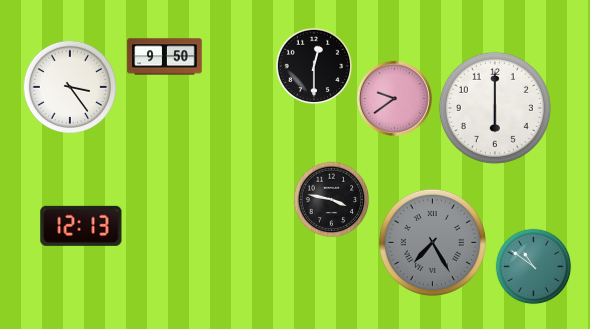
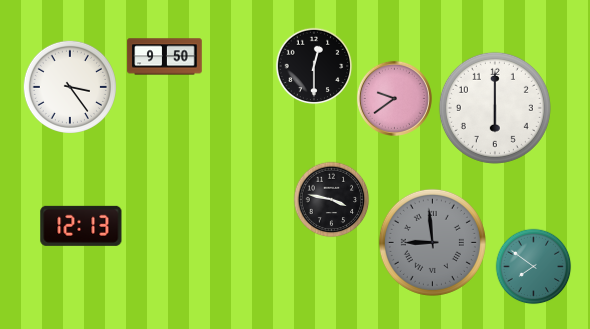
clock at (432, 242): 7:25 -> 8:59
clock at (534, 267): 10:51 -> 7:51
